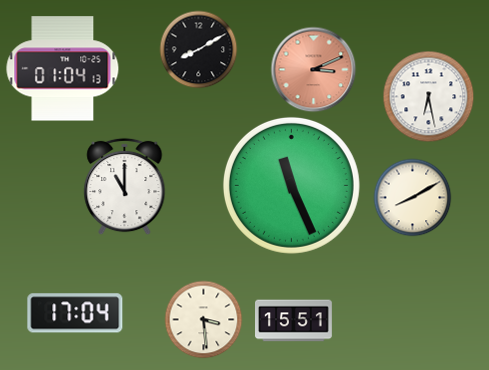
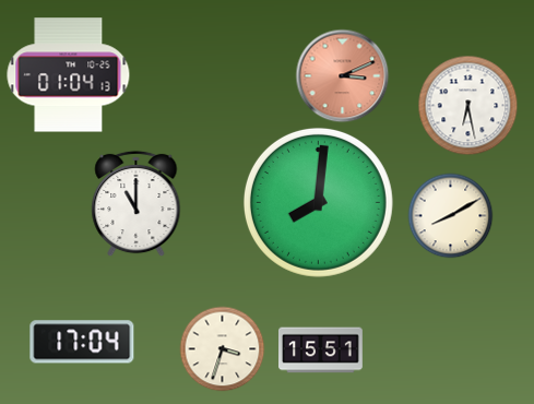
clock at (198, 49): 8:10 -> none
clock at (291, 185): 11:26 -> 8:01
clock at (203, 319): 3:29 -> 3:33
